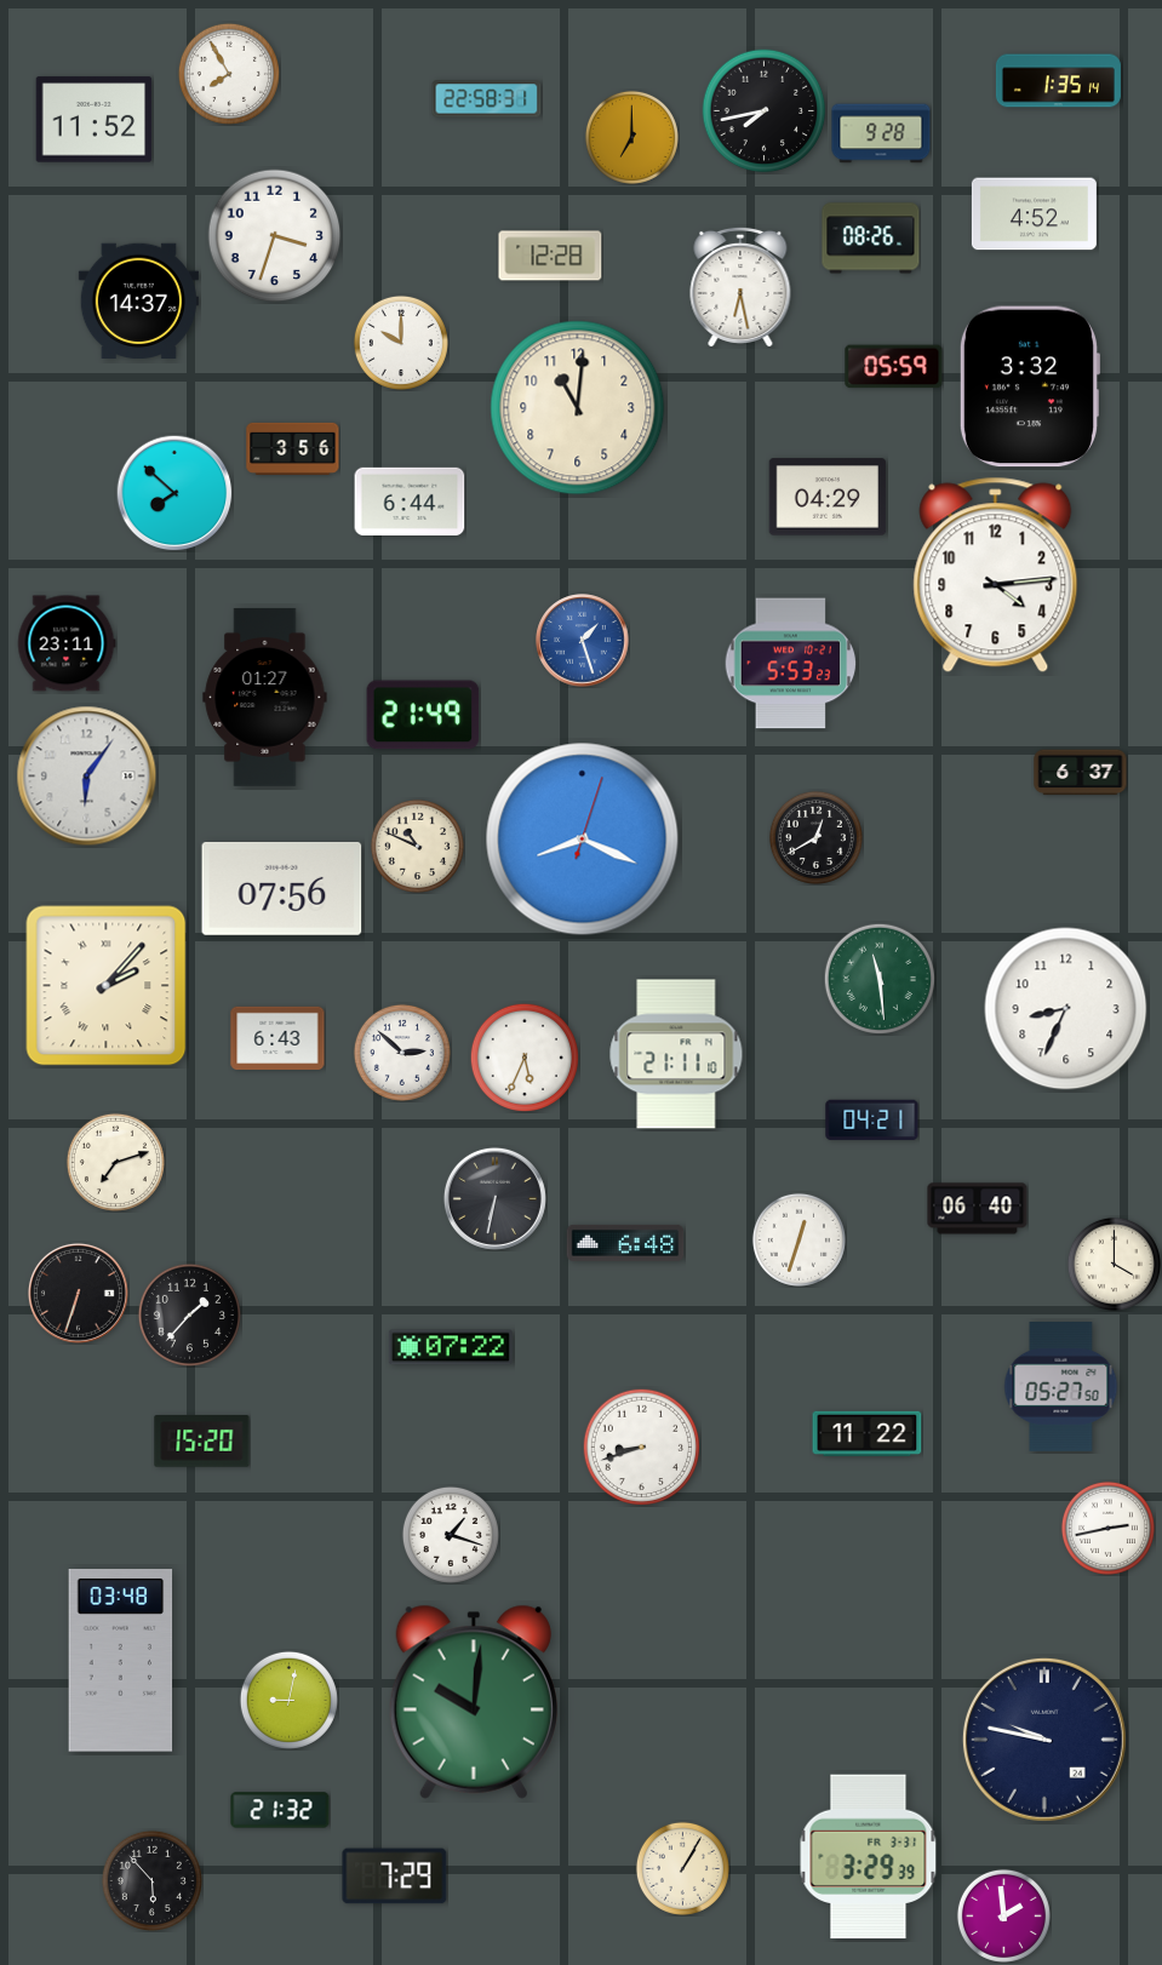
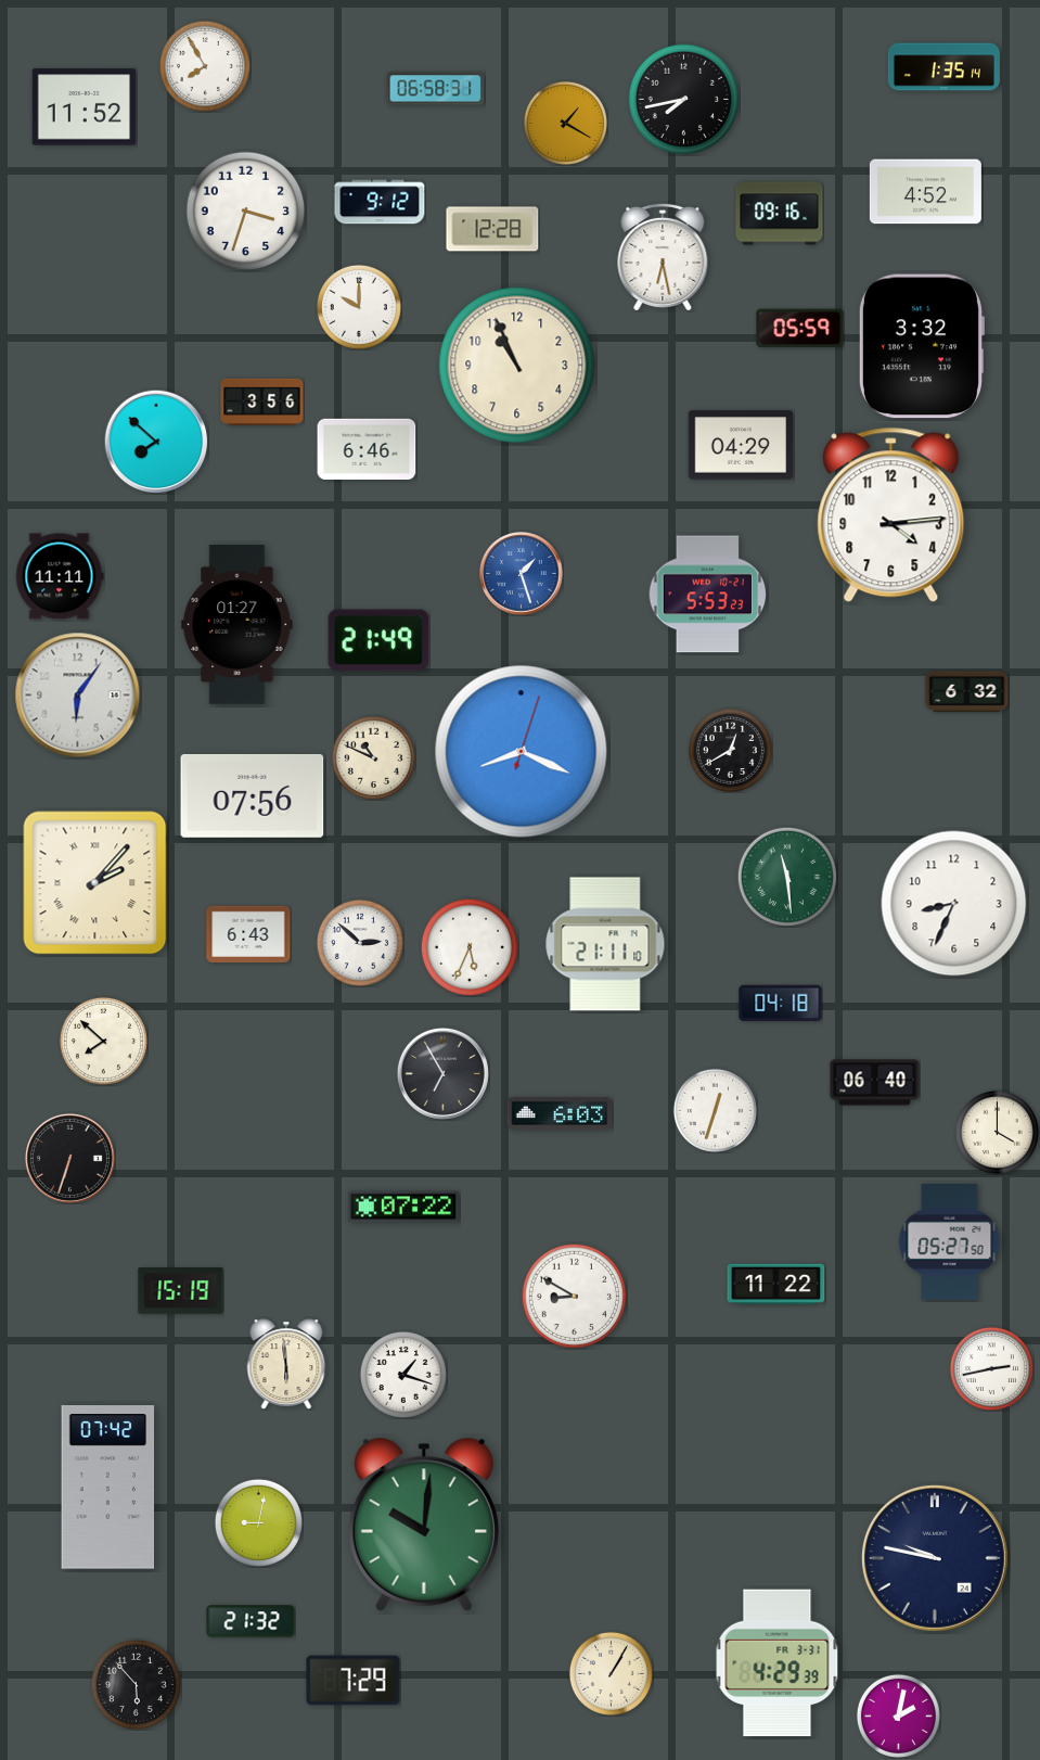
clock at (1058, 81) position: (1058, 81) -> (943, 67)
clock at (487, 99): 22:58 -> 06:58
clock at (881, 133): 9:28 -> none
clock at (631, 137): 7:00 -> 1:20
clock at (380, 202): none -> 9:12
clock at (871, 239): 08:26 -> 09:16
clock at (138, 300): 14:37 -> none
clock at (578, 408): 11:01 -> 10:56
clock at (410, 500): 6:44 -> 6:46
clock at (67, 643): 23:11 -> 11:11
clock at (1081, 773): 6:37 -> 6:32
clock at (277, 1037) position: (277, 1037) -> (248, 933)
clock at (872, 1121): 04:21 -> 04:18
clock at (115, 1162): 7:12 -> 7:52
clock at (494, 1198): 6:32 -> 6:55
clock at (625, 1243): 6:48 -> 6:03
clock at (189, 1314): 1:37 -> none
clock at (202, 1442): 15:20 -> 15:19
clock at (641, 1446): 8:42 -> 8:50
clock at (286, 1364): none -> 5:59
clock at (121, 1661): 03:48 -> 07:42
clock at (869, 1857): 3:29 -> 4:29
clock at (1003, 1915): 1:59 -> 2:02
